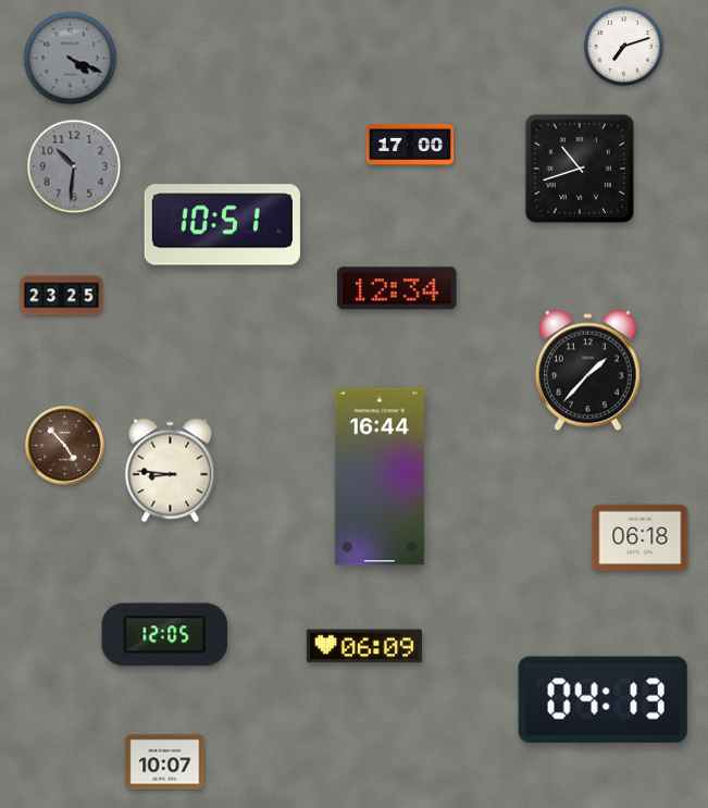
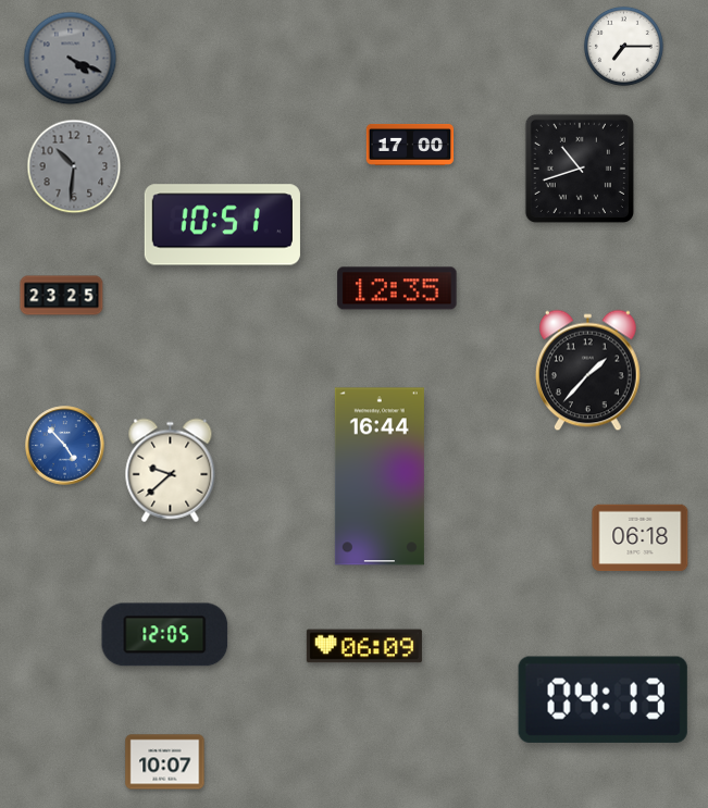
clock at (623, 46): 7:12 -> 7:15
clock at (397, 288): 12:34 -> 12:35
clock at (65, 446) dial: brown -> blue
clock at (171, 471): 8:46 -> 9:38
